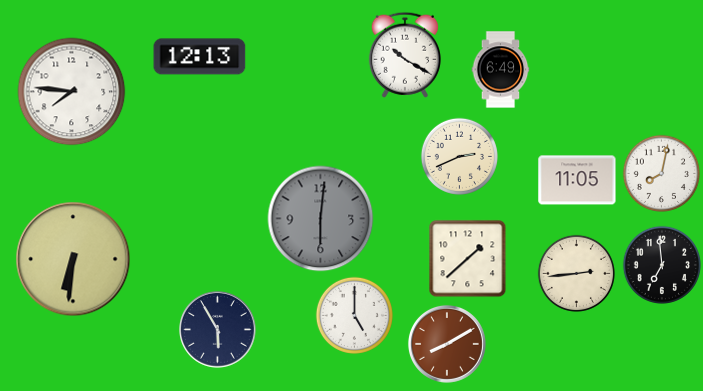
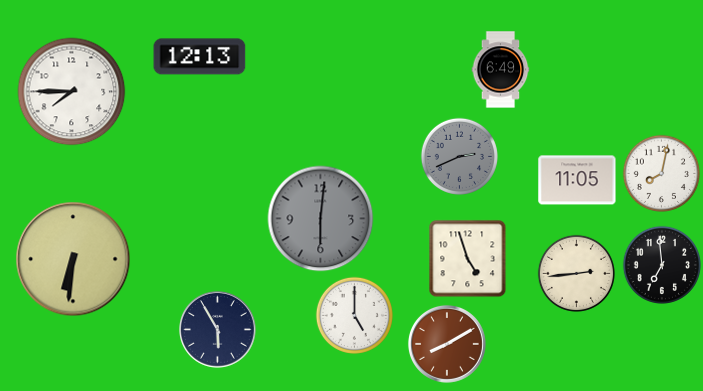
clock at (405, 55): 10:20 -> none
clock at (72, 92): 7:46 -> 7:45
clock at (459, 156) dial: cream -> grey
clock at (467, 258): 1:38 -> 4:57
